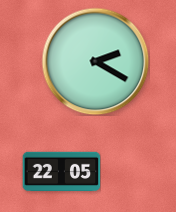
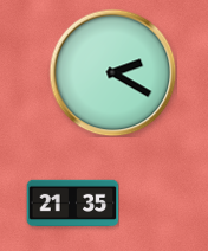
clock at (61, 172): 22:05 -> 21:35
